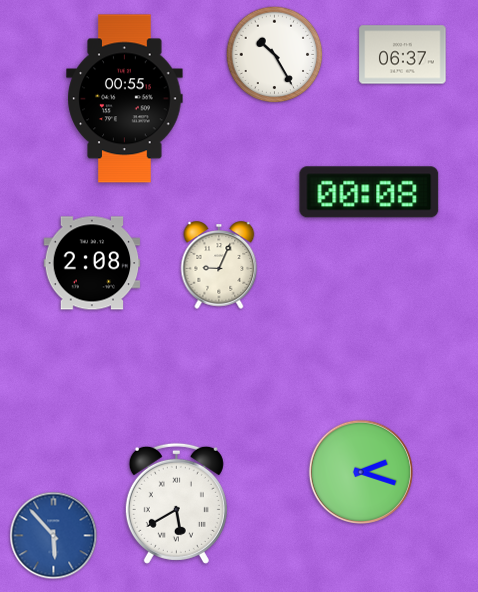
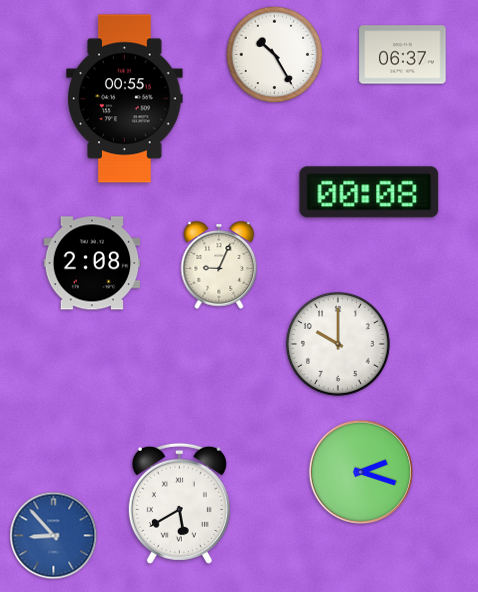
clock at (338, 344): none -> 10:00
clock at (176, 503) position: (176, 503) -> (179, 503)
clock at (54, 536): 5:53 -> 8:53
